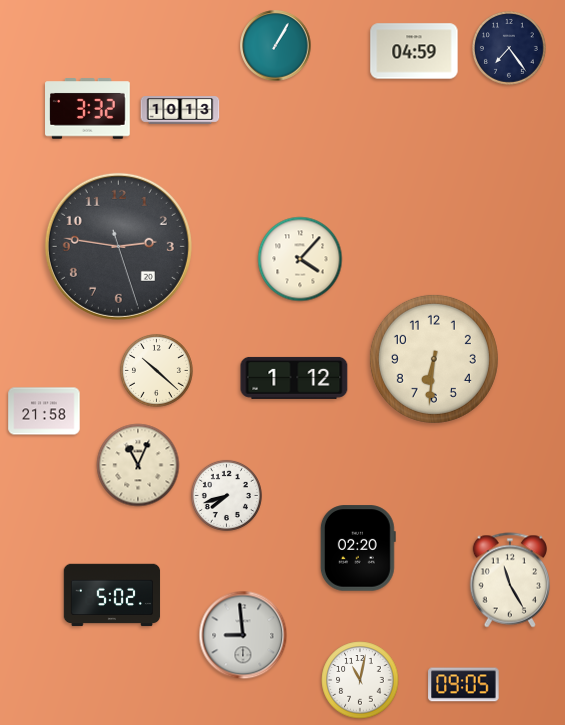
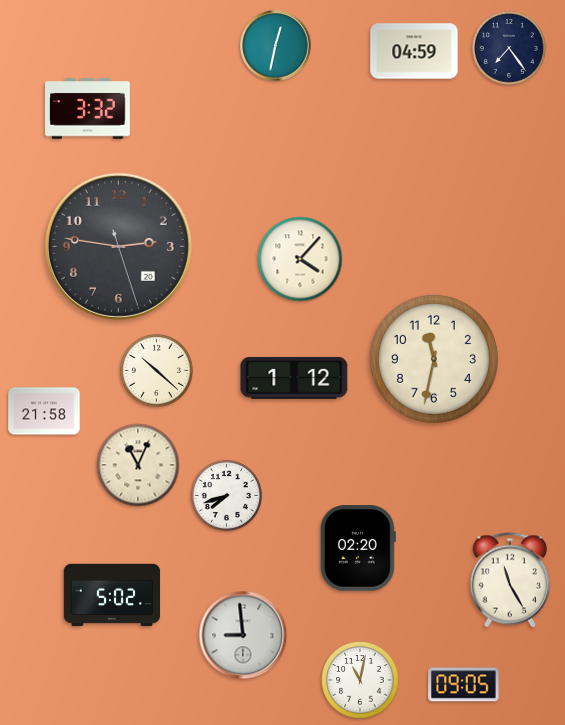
clock at (276, 46): 1:05 -> 12:32
clock at (180, 110): 10:13 -> none
clock at (434, 359): 6:31 -> 11:32
